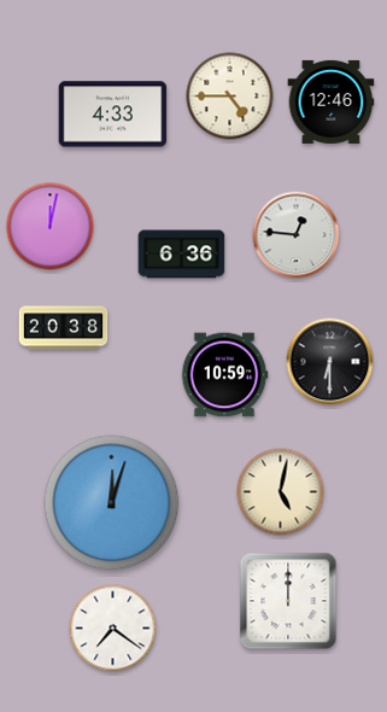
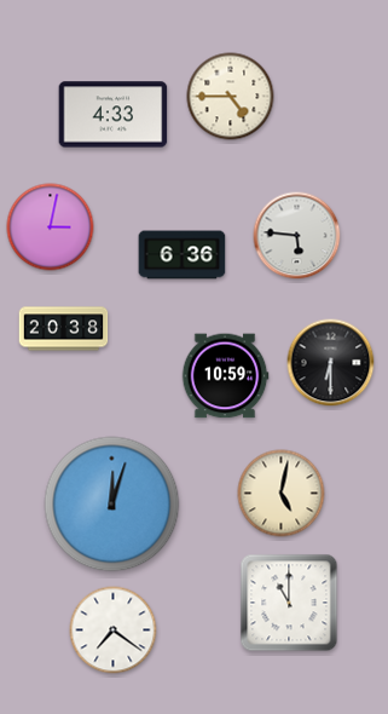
clock at (332, 101): 12:46 -> none
clock at (51, 227): 12:02 -> 3:02
clock at (297, 235): 12:46 -> 5:46
clock at (288, 601): 12:00 -> 11:00
